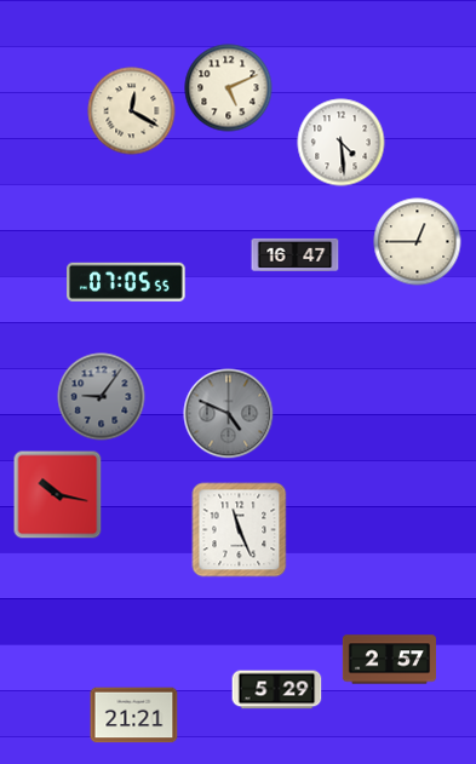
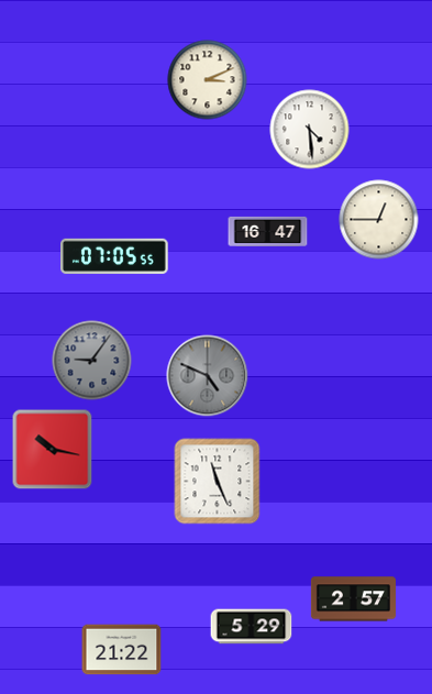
clock at (229, 88): 5:11 -> 3:11
clock at (132, 111): 12:20 -> none
clock at (134, 716): 21:21 -> 21:22
